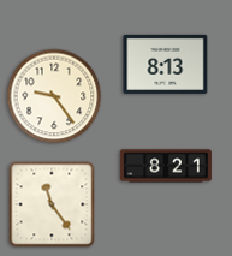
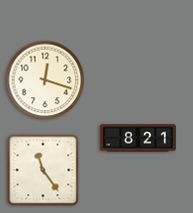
clock at (166, 64): 8:13 -> none
clock at (54, 96): 9:24 -> 12:18
